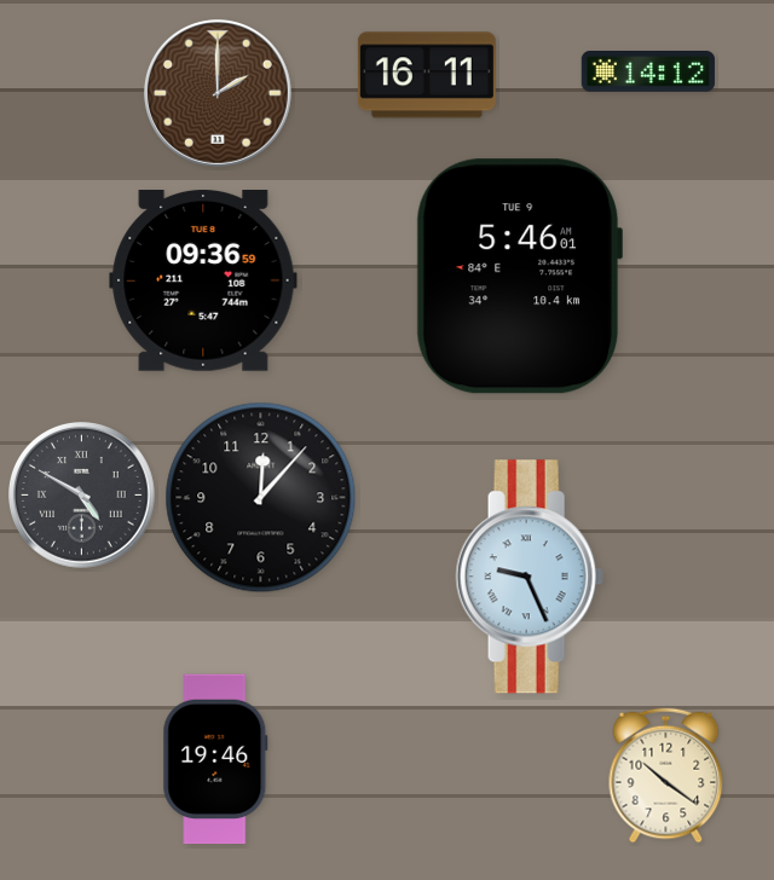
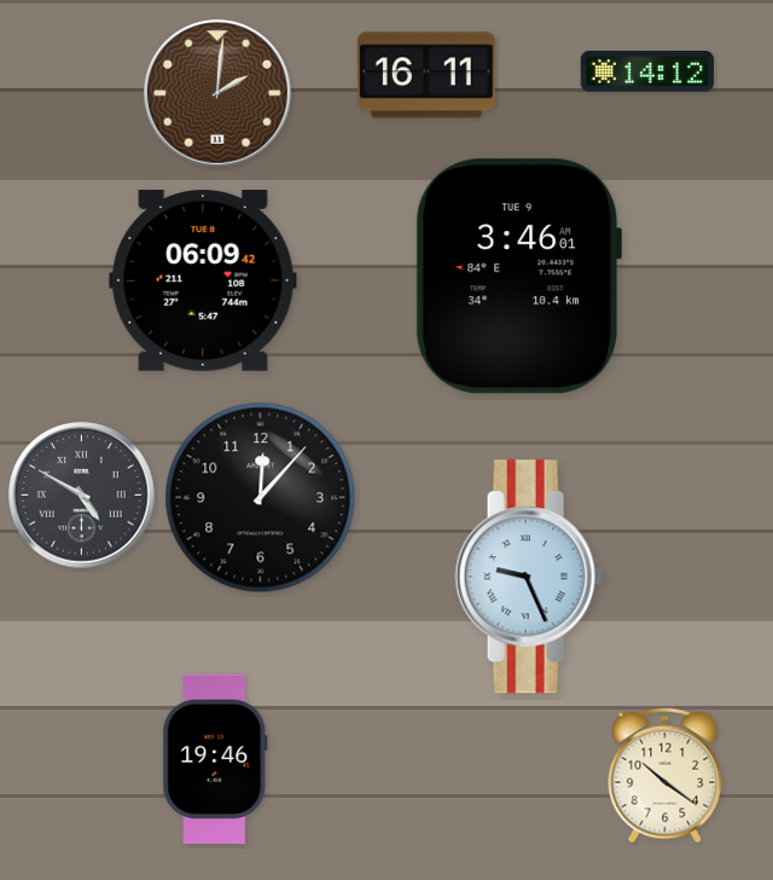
clock at (218, 93): 2:00 -> 2:01
clock at (518, 277): 5:46 -> 3:46
clock at (203, 282): 09:36 -> 06:09
